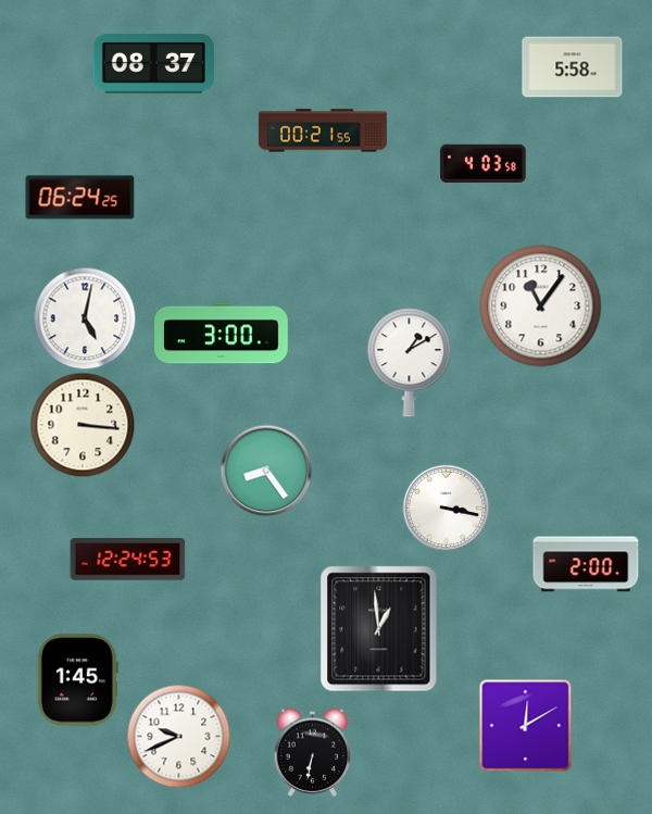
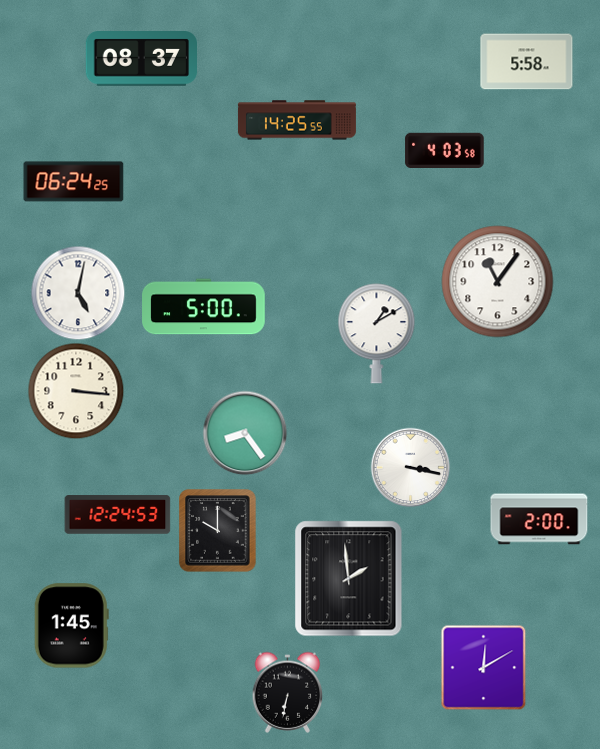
clock at (323, 130): 00:21 -> 14:25
clock at (222, 334): 3:00 -> 5:00
clock at (218, 531): none -> 10:00
clock at (379, 629): 12:59 -> 1:59
clock at (178, 736): 9:41 -> none
